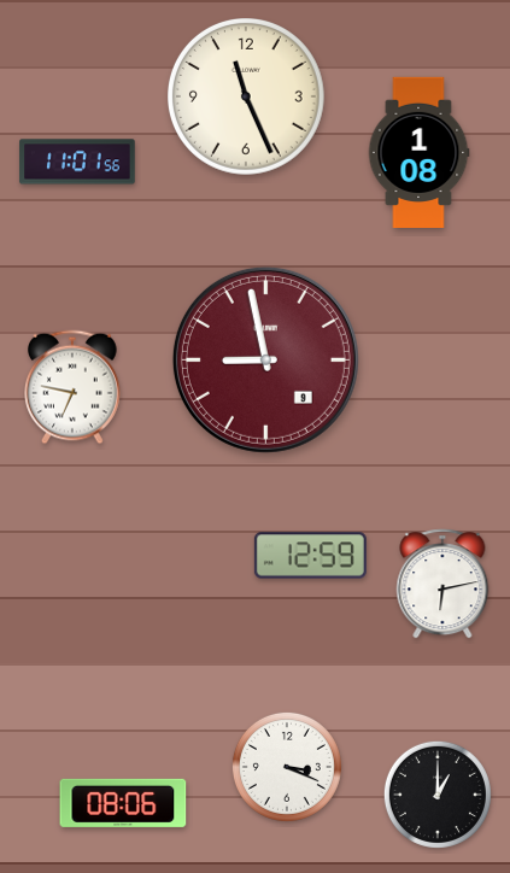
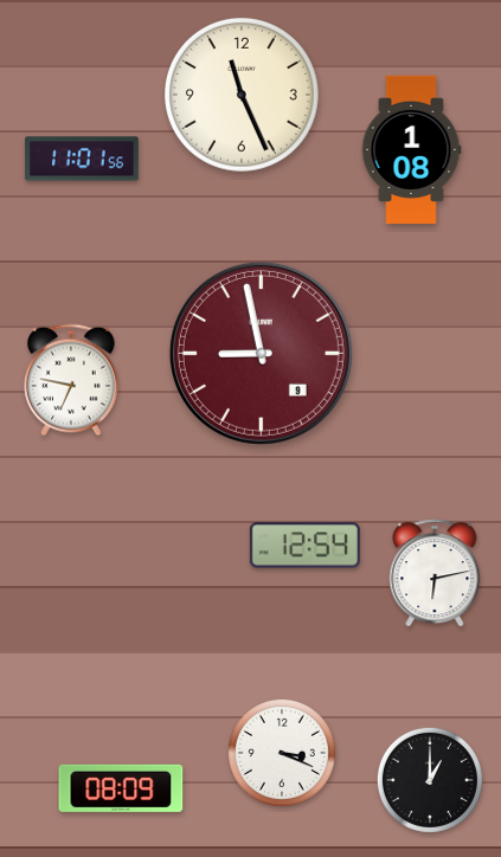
clock at (77, 162) position: (77, 162) -> (82, 159)
clock at (310, 556): 12:59 -> 12:54
clock at (123, 803): 08:06 -> 08:09
